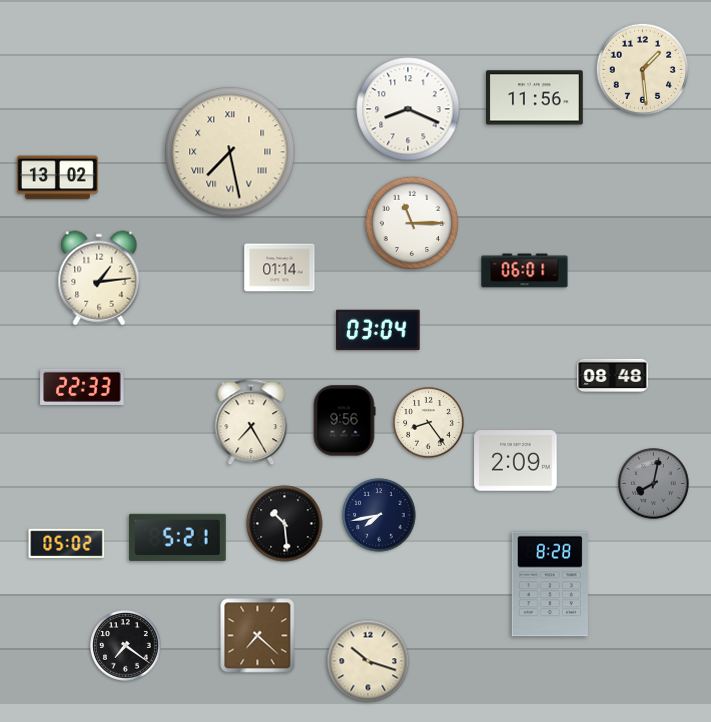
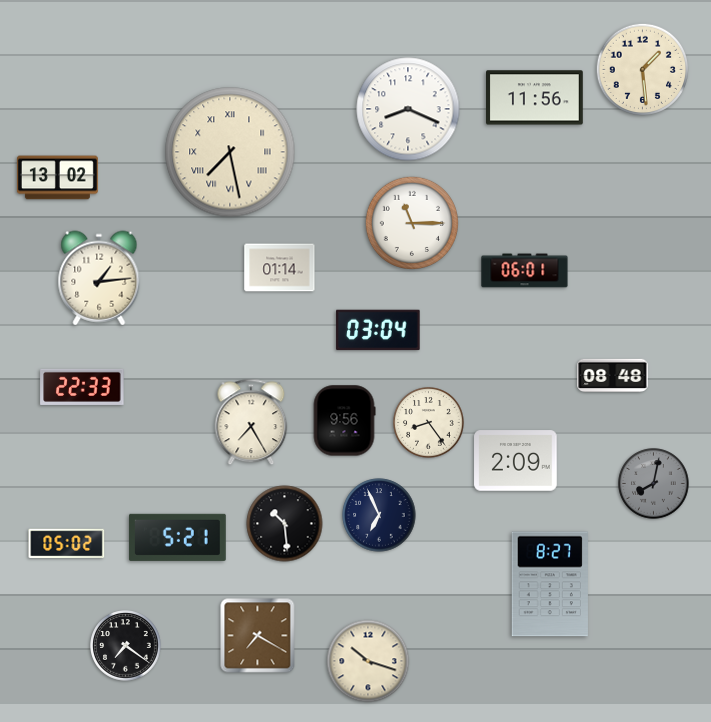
clock at (379, 515): 7:43 -> 6:56
clock at (550, 584): 8:28 -> 8:27
clock at (258, 636): 7:22 -> 7:20
